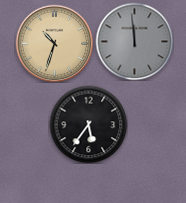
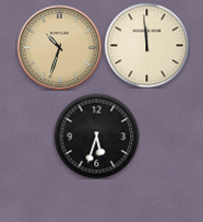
clock at (134, 41) dial: grey -> cream
clock at (88, 124): 5:36 -> 5:33
